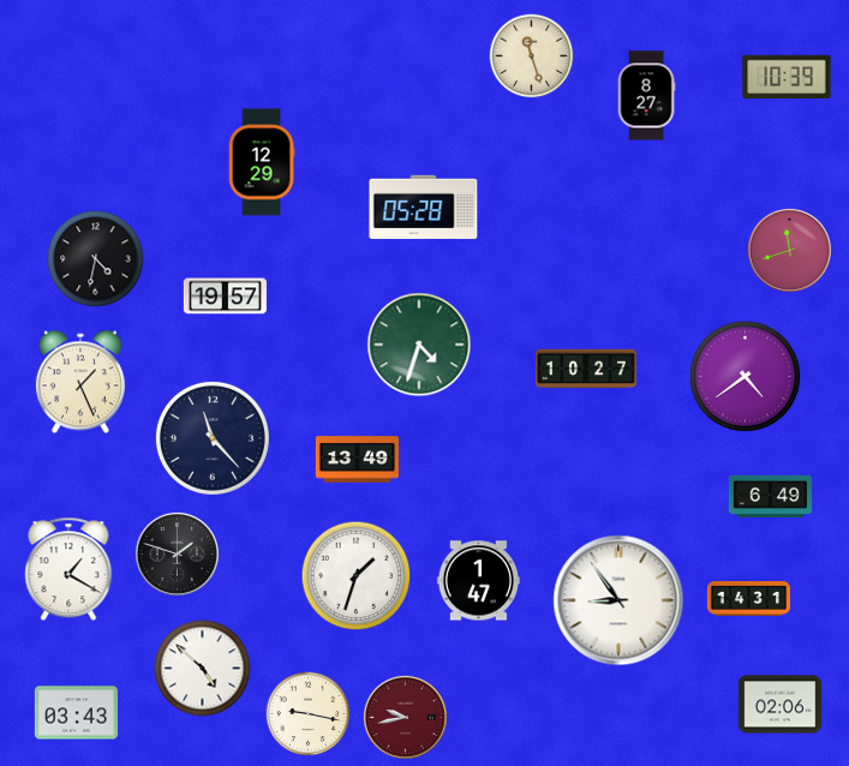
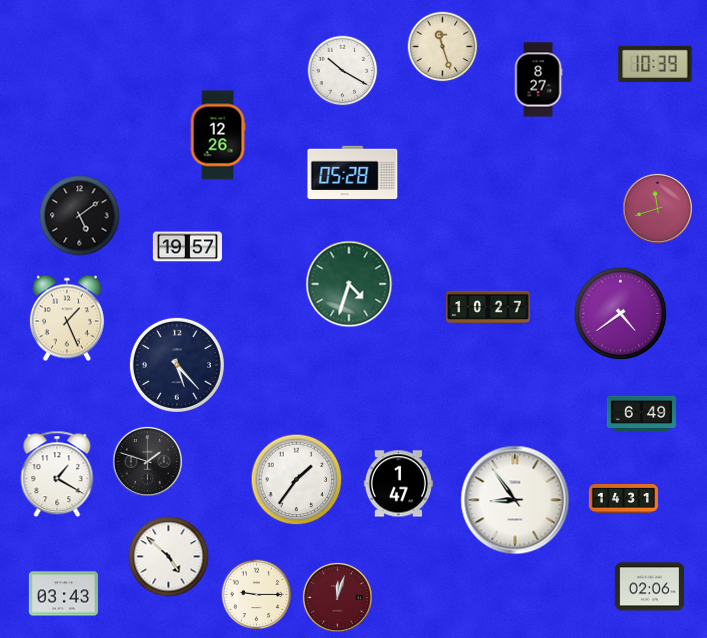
clock at (343, 71): none -> 10:20
clock at (262, 162): 12:29 -> 12:26
clock at (96, 259): 4:32 -> 5:09
clock at (419, 345) position: (419, 345) -> (349, 284)
clock at (213, 438): 11:23 -> 5:23
clock at (357, 460): 13:49 -> none
clock at (357, 576): 1:33 -> 1:36
clock at (309, 714): 9:17 -> 9:15
clock at (405, 717): 9:43 -> 12:03
